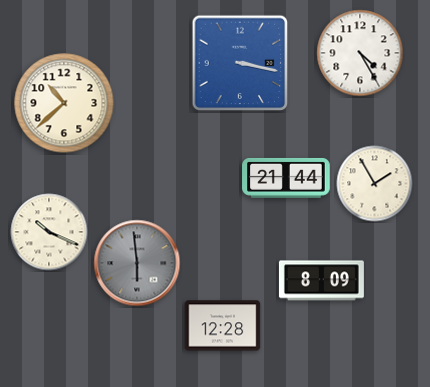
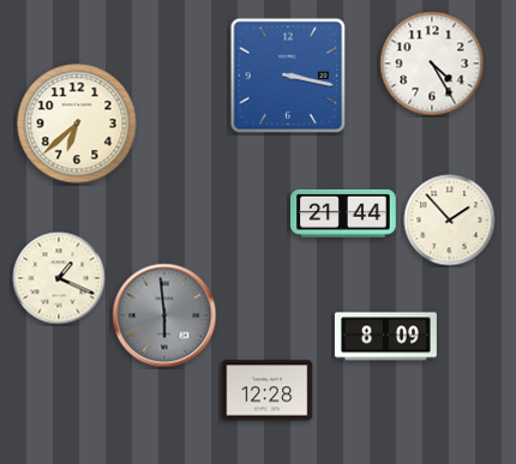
clock at (64, 103): 10:38 -> 6:38
clock at (375, 184): 1:55 -> 1:53
clock at (49, 232): 10:19 -> 1:19
